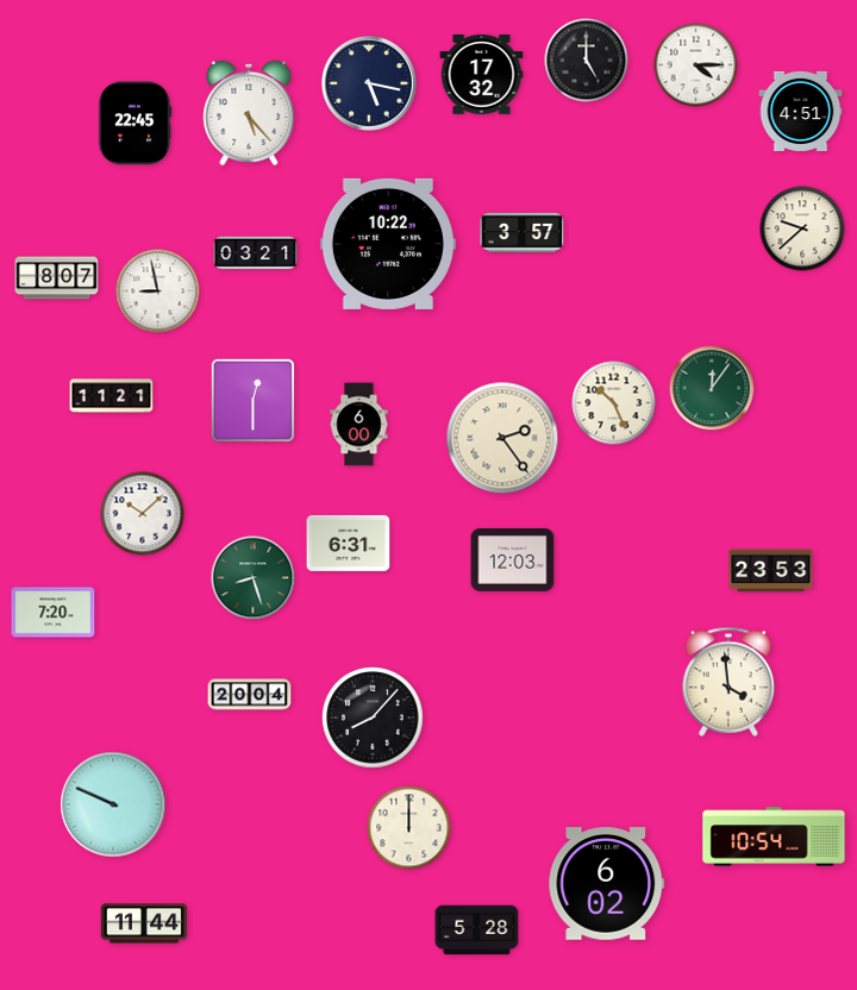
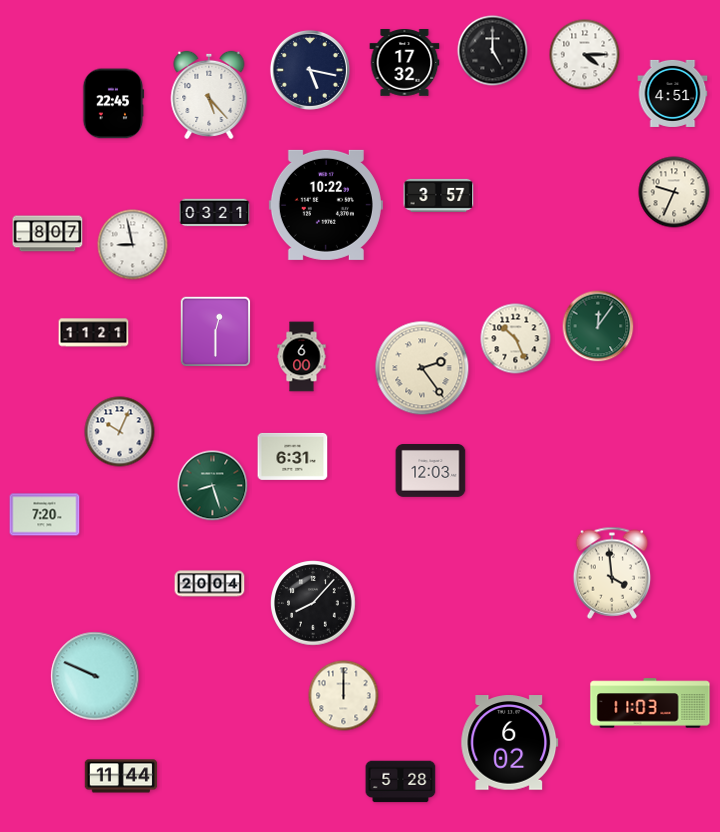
clock at (802, 228): 9:38 -> 9:34
clock at (254, 401) position: (254, 401) -> (216, 332)
clock at (143, 514): 10:08 -> 10:04
clock at (771, 571): 23:53 -> none
clock at (774, 837): 10:54 -> 11:03
